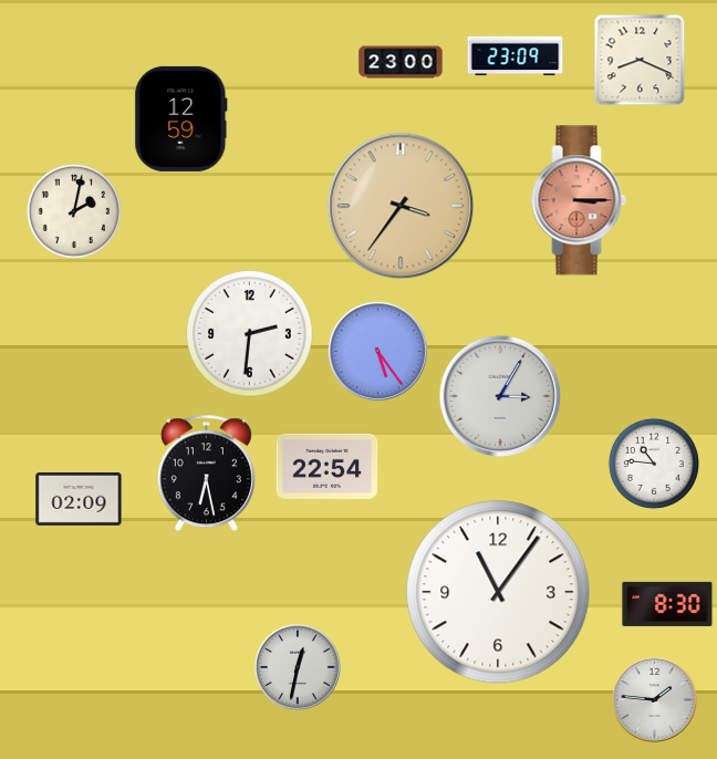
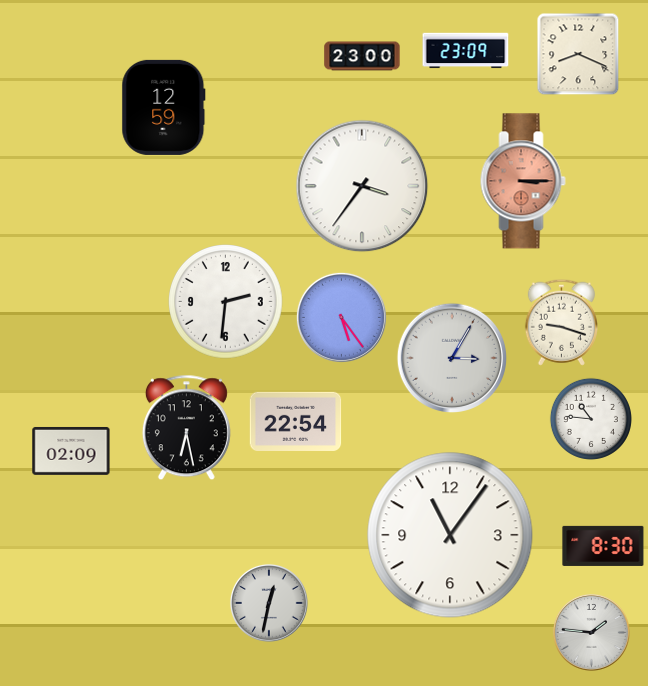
clock at (401, 206) dial: champagne -> white
clock at (74, 211): 2:02 -> none
clock at (561, 322): none -> 9:18
